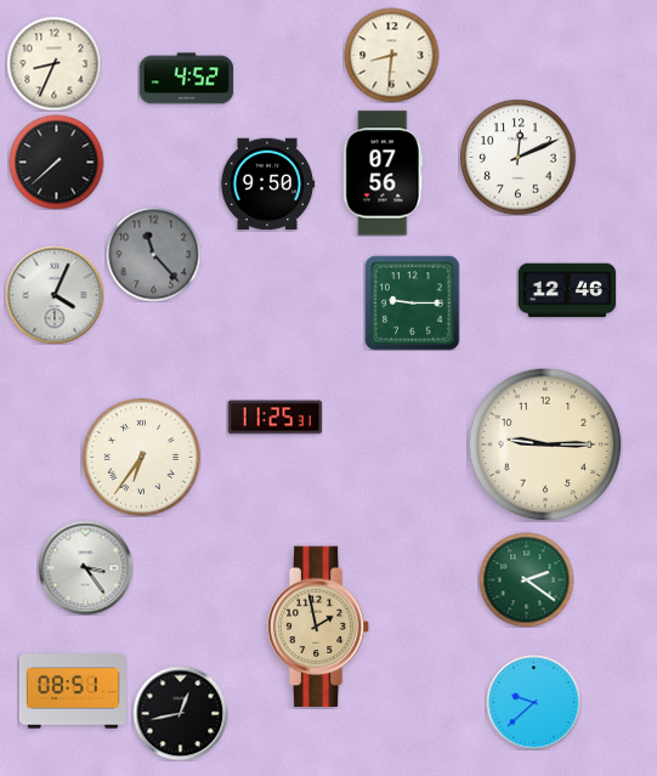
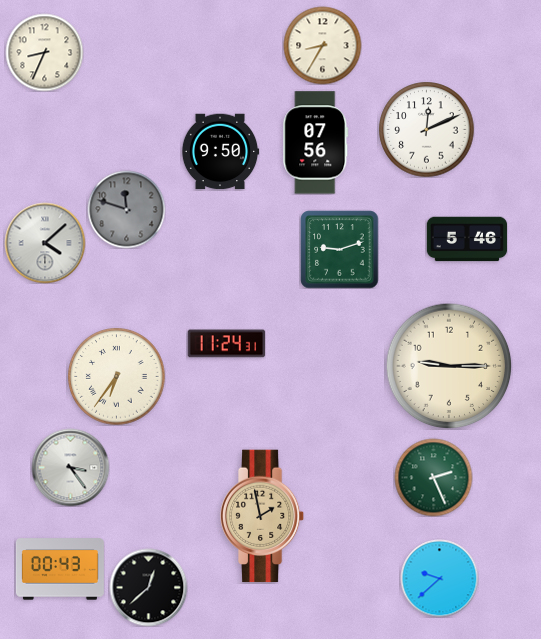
clock at (391, 55): 8:31 -> 8:35
clock at (186, 79): 4:52 -> none
clock at (56, 162): 7:38 -> none
clock at (153, 254): 11:23 -> 11:48
clock at (567, 290): 12:46 -> 5:46
clock at (55, 295): 4:04 -> 4:08
clock at (412, 302): 9:15 -> 9:12
clock at (274, 418): 11:25 -> 11:24
clock at (526, 579): 2:21 -> 2:26
clock at (73, 691): 08:51 -> 00:43
clock at (180, 713): 12:43 -> 12:38
